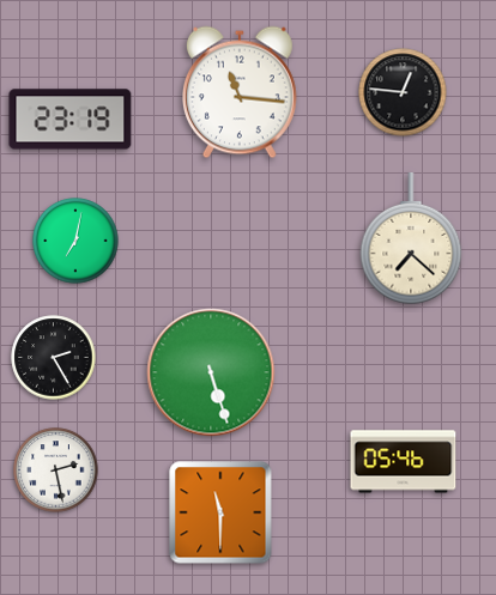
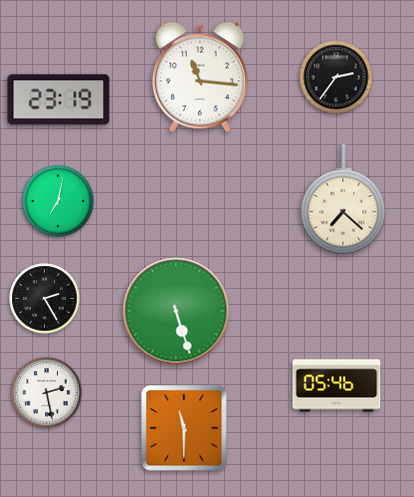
clock at (403, 92): 12:46 -> 2:36
clock at (75, 241) position: (75, 241) -> (58, 201)
